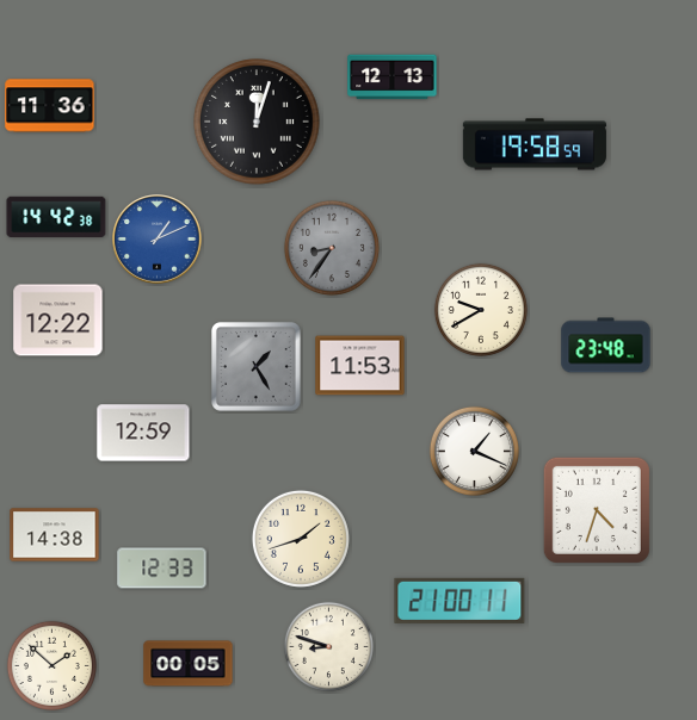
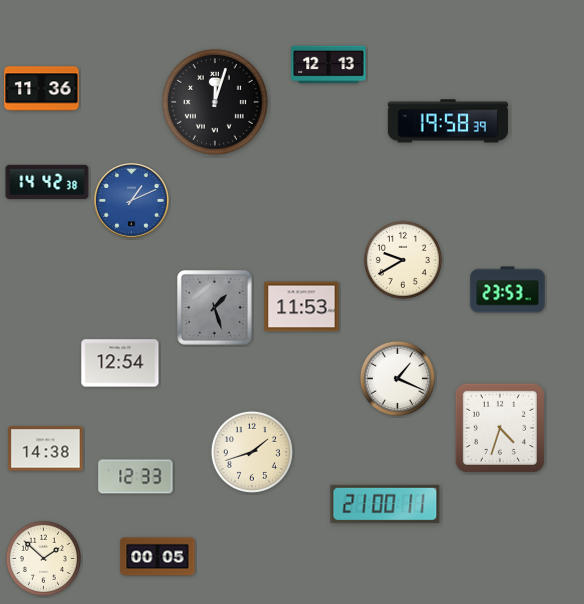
clock at (535, 144): 19:58:59 -> 19:58:39
clock at (332, 248): 8:36 -> none
clock at (58, 321): 12:22 -> none
clock at (606, 346): 23:48 -> 23:53
clock at (257, 367): 1:25 -> 1:27
clock at (143, 433): 12:59 -> 12:54
clock at (328, 646): 8:48 -> none
